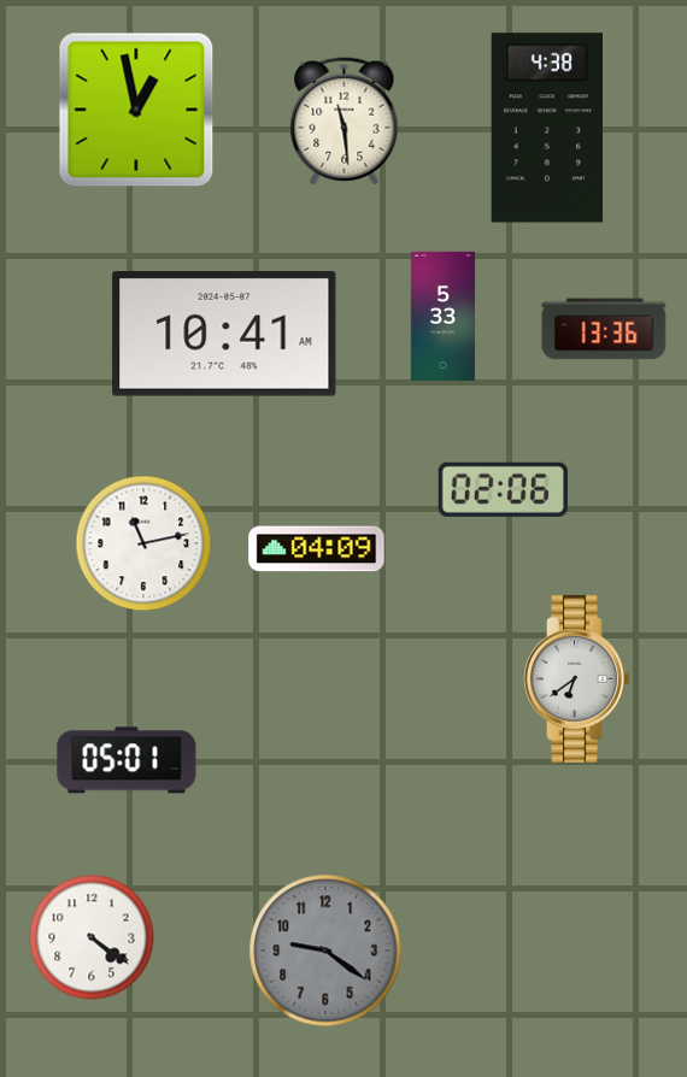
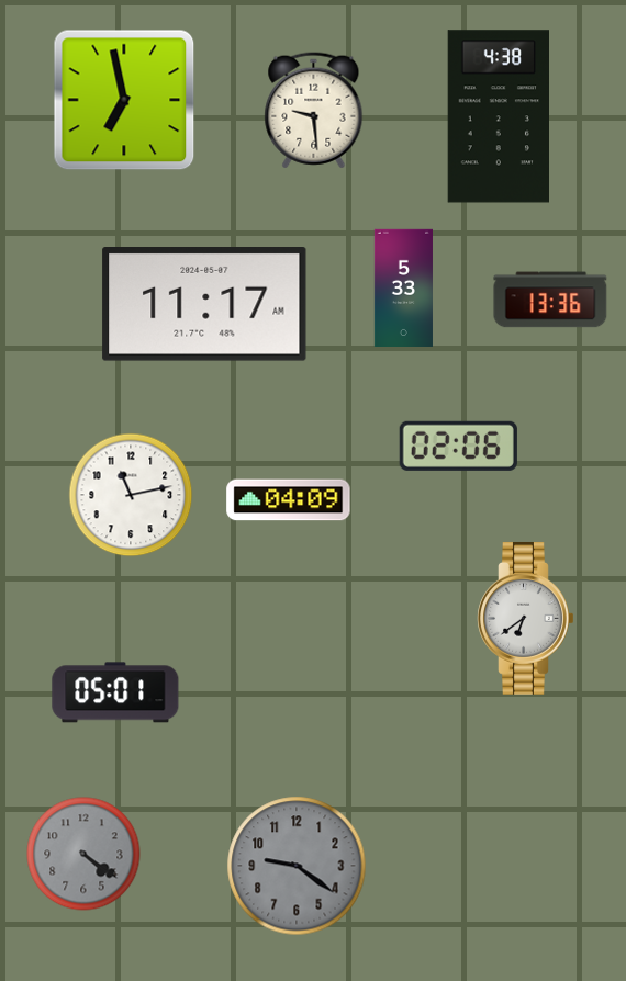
clock at (136, 110): 12:58 -> 6:58
clock at (345, 122): 11:29 -> 9:29
clock at (224, 335): 10:41 -> 11:17
clock at (92, 937) dial: white -> grey
